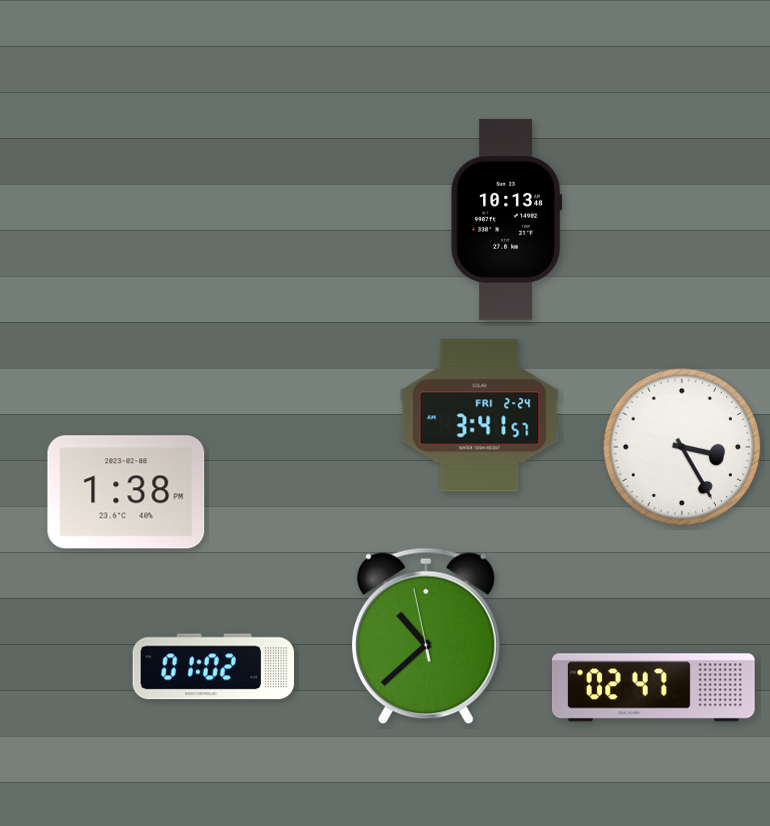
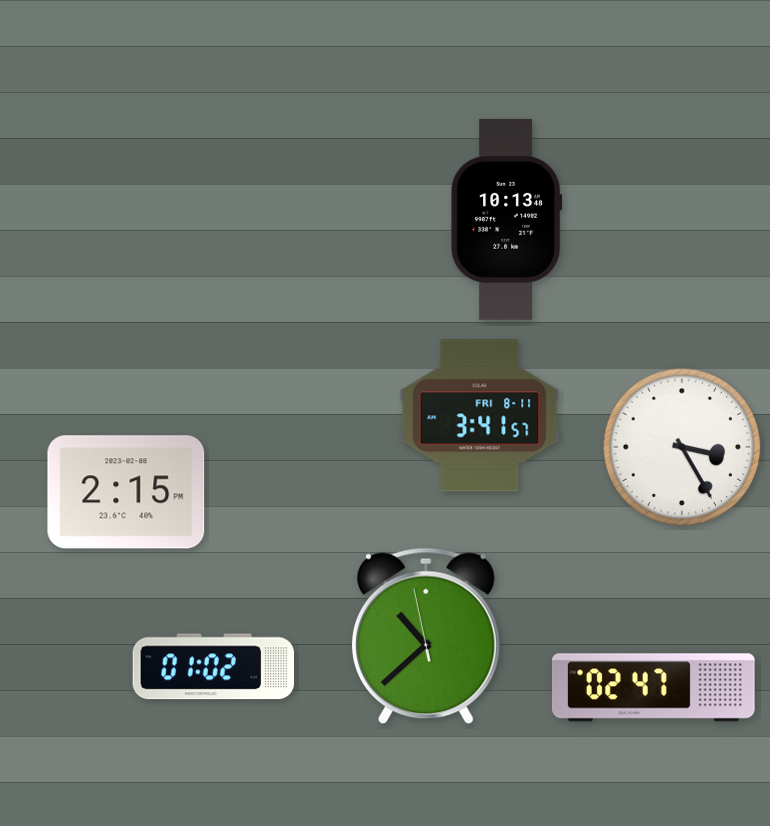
clock at (480, 416) date: FRI 2-24 -> FRI 8-11
clock at (126, 492): 1:38 -> 2:15
